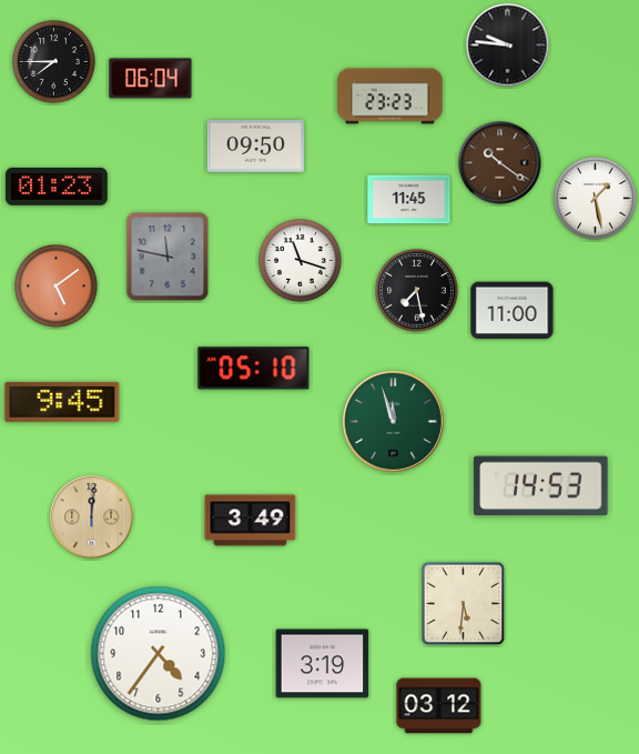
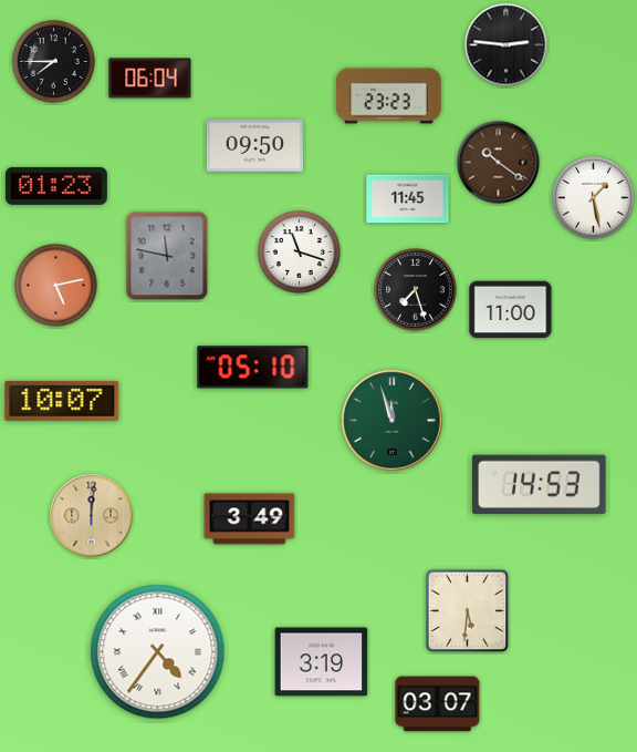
clock at (508, 46): 9:46 -> 2:46
clock at (301, 261) position: (301, 261) -> (300, 253)
clock at (57, 286): 5:09 -> 5:13
clock at (417, 291): 7:28 -> 7:27
clock at (62, 402): 9:45 -> 10:07
clock at (464, 604) position: (464, 604) -> (468, 611)
clock at (159, 654) numerals: Arabic -> Roman
clock at (439, 706): 03:12 -> 03:07
